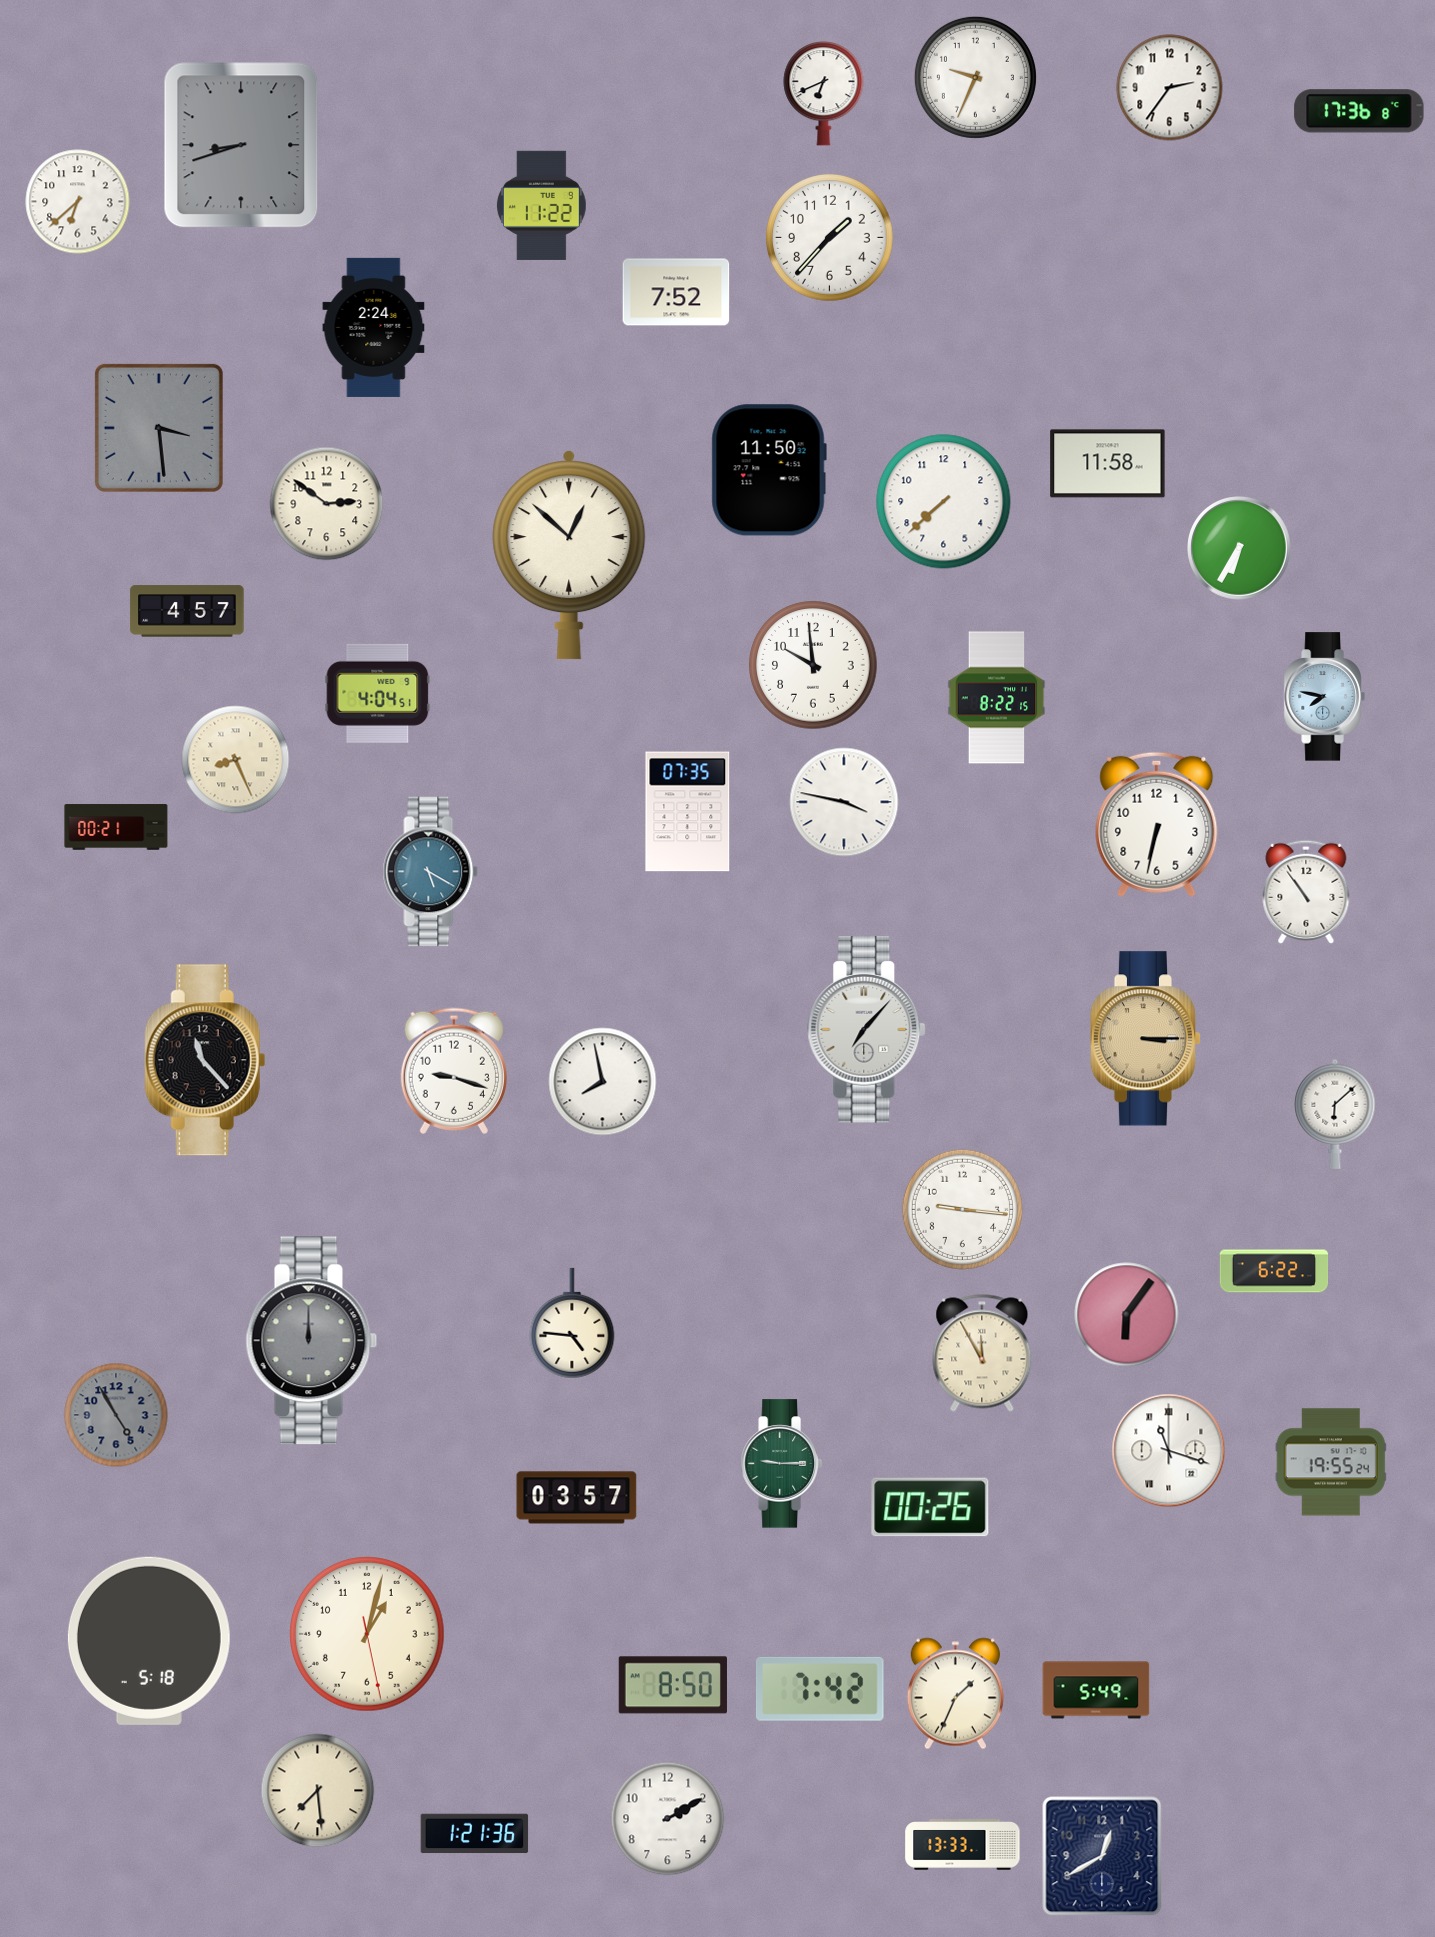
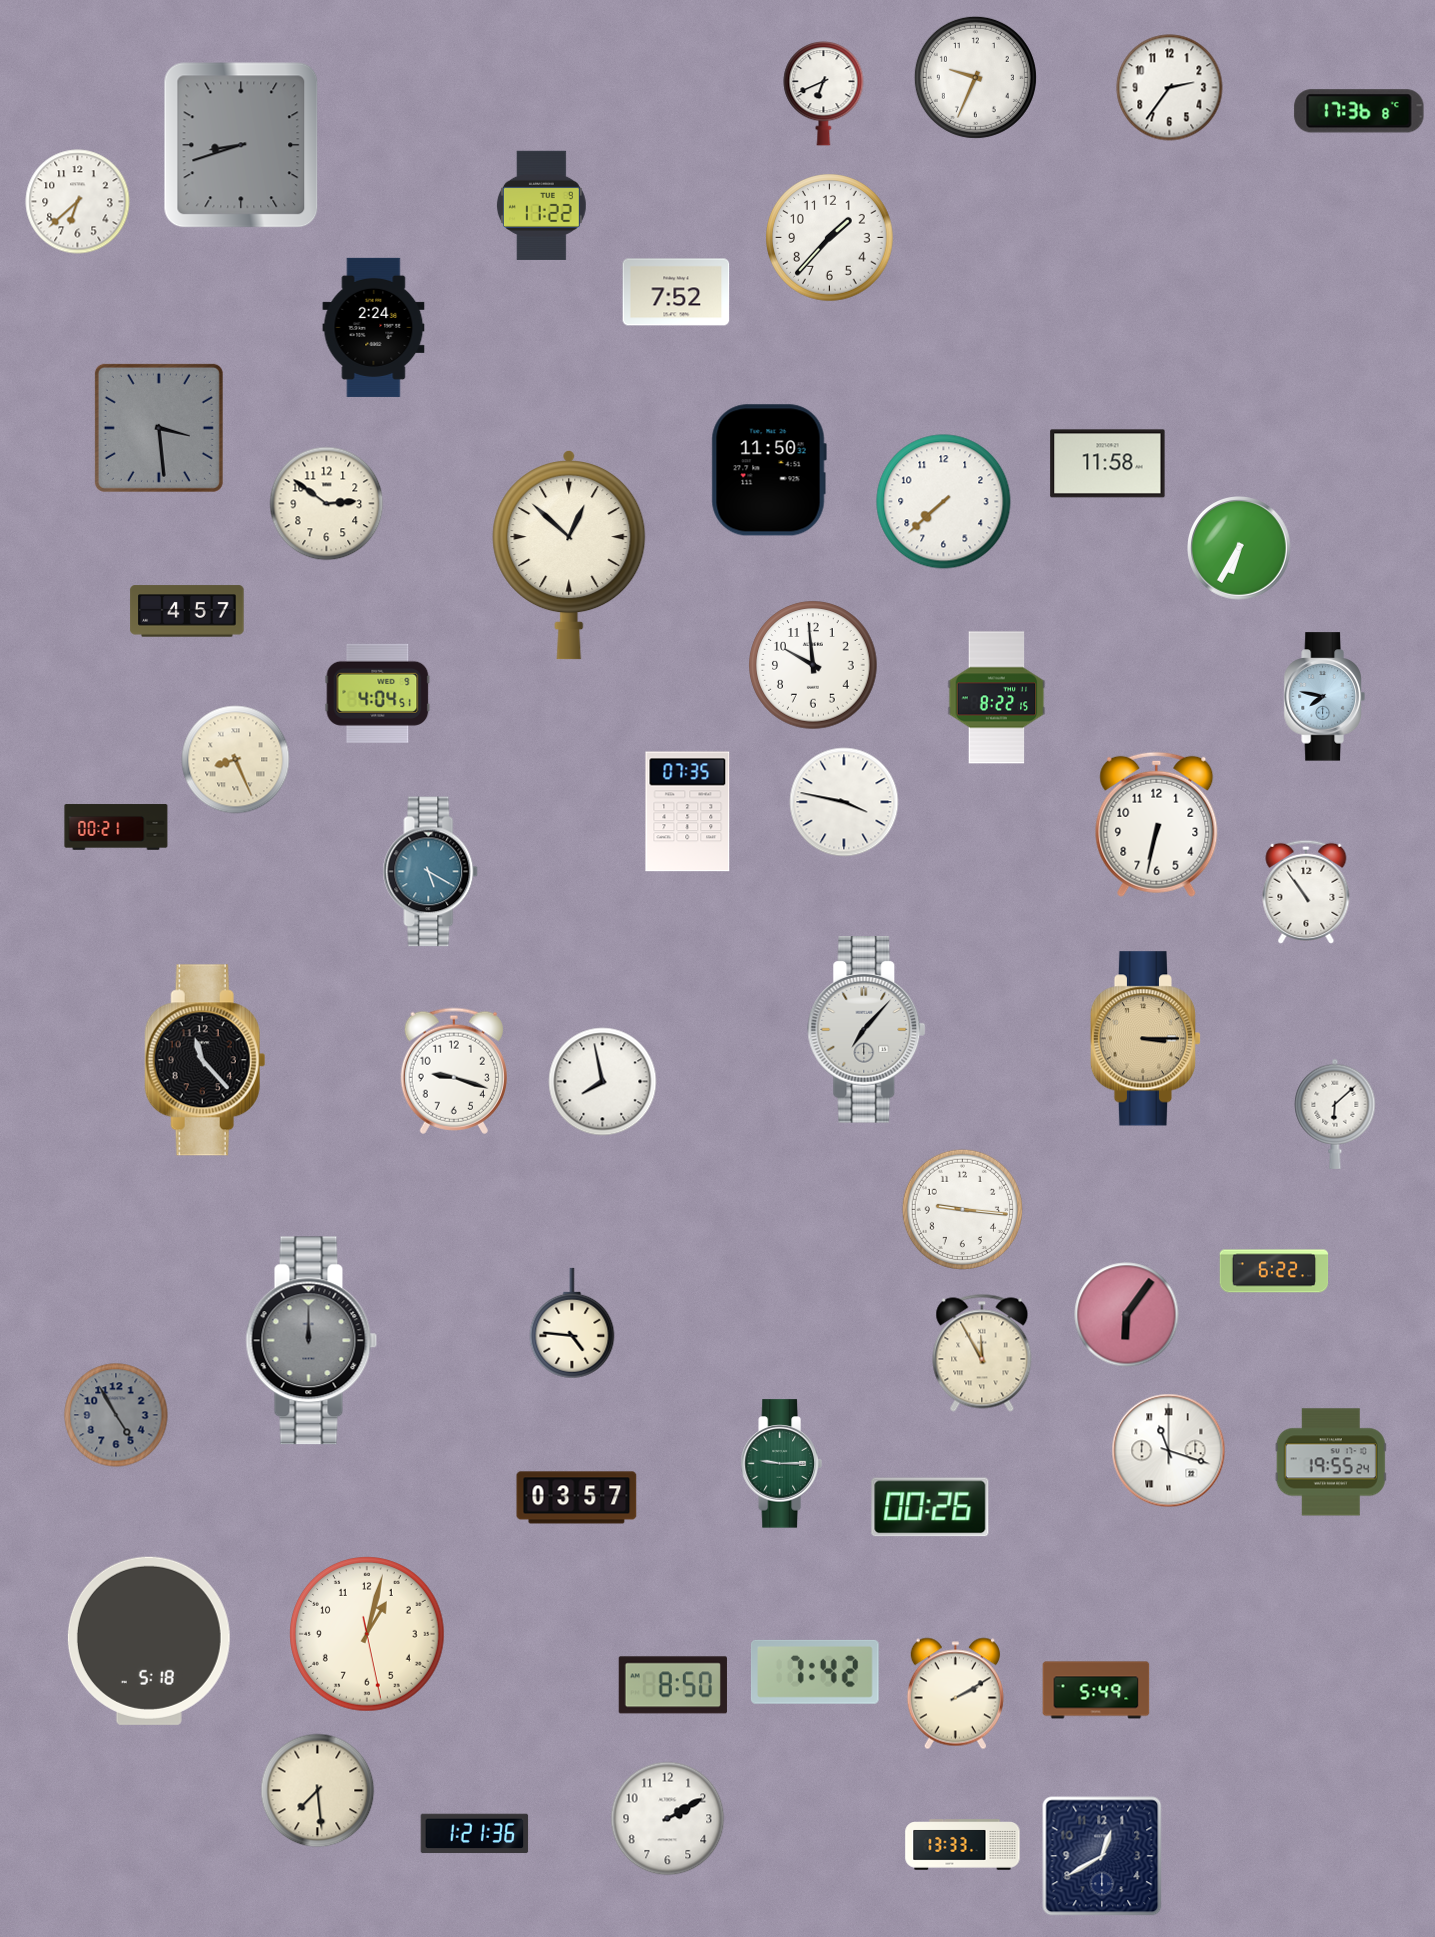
clock at (821, 1689) position: (821, 1689) -> (816, 1672)
clock at (955, 1694): 1:34 -> 2:10
